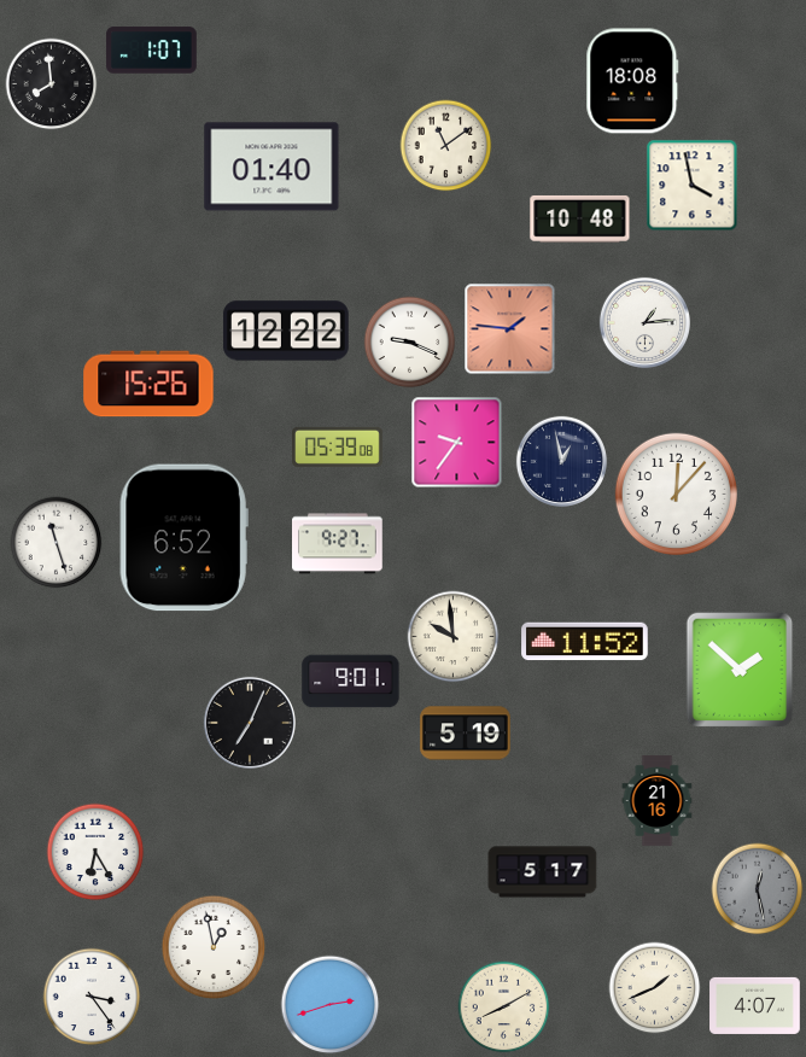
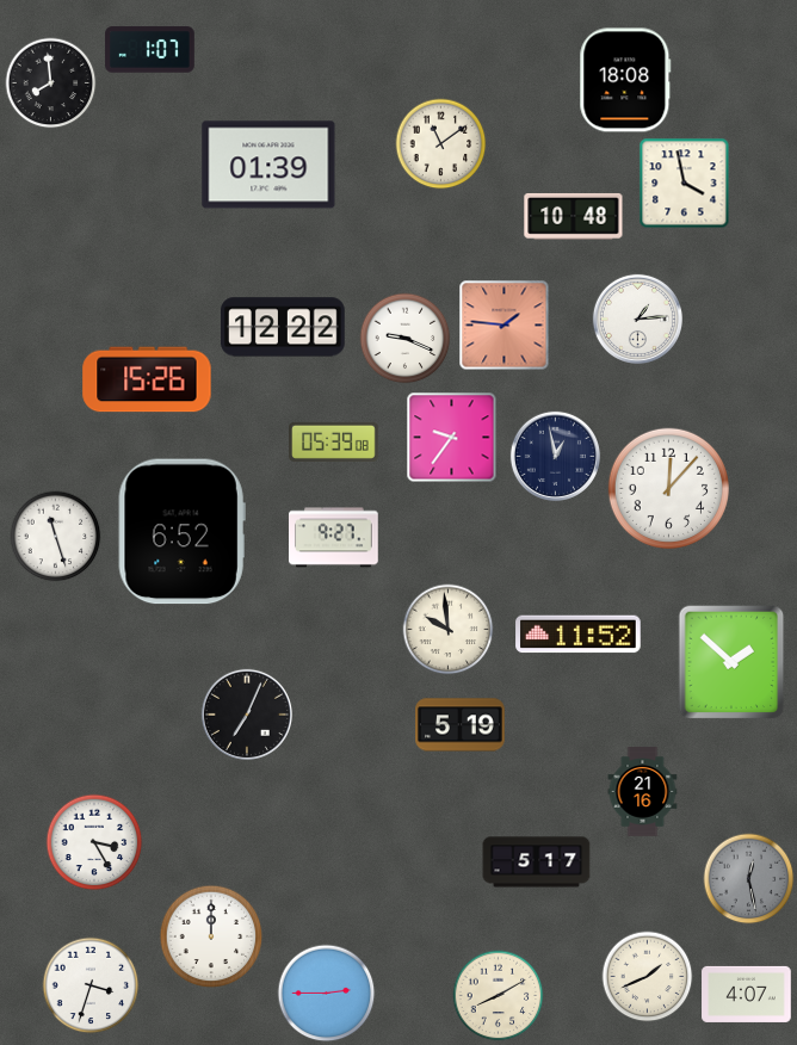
clock at (271, 167): 01:40 -> 01:39
clock at (351, 682): 9:01 -> none
clock at (658, 801) position: (658, 801) -> (643, 792)
clock at (95, 852): 6:25 -> 3:25
clock at (214, 947): 12:58 -> 12:00
clock at (92, 997): 3:24 -> 3:33
clock at (331, 1005): 2:42 -> 2:45
